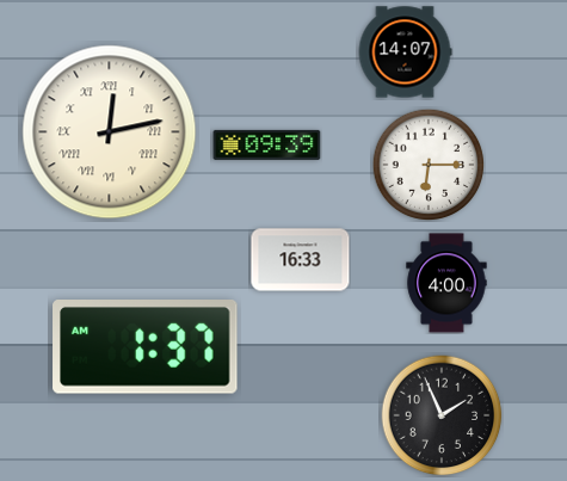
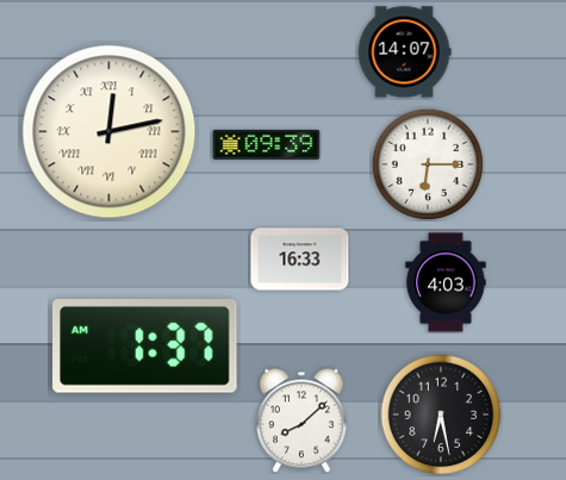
clock at (446, 283): 4:00 -> 4:03
clock at (442, 415): 1:56 -> 6:28
clock at (303, 420): none -> 8:08
